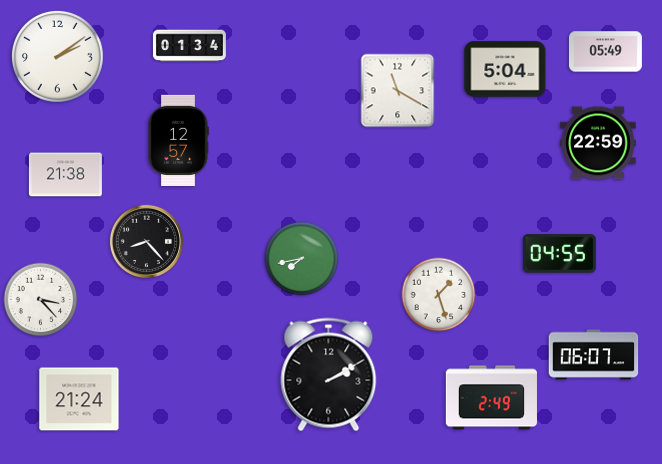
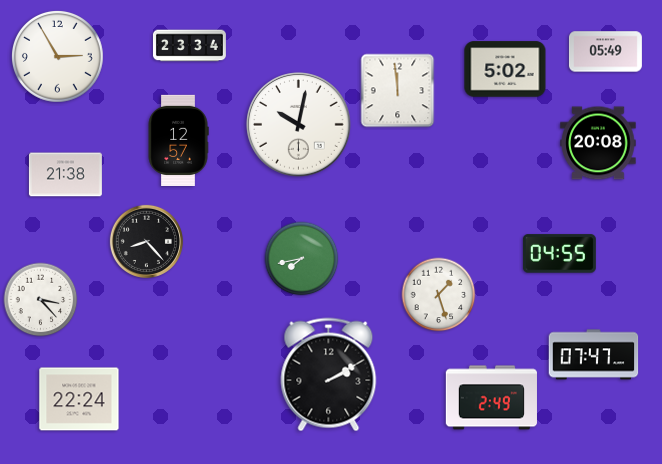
clock at (189, 46): 01:34 -> 23:34
clock at (58, 57): 2:09 -> 2:55
clock at (505, 69): 5:04 -> 5:02
clock at (398, 91): 11:20 -> 11:59
clock at (299, 125): none -> 10:02
clock at (598, 143): 22:59 -> 20:08
clock at (594, 355): 06:07 -> 07:47
clock at (79, 399): 21:24 -> 22:24
